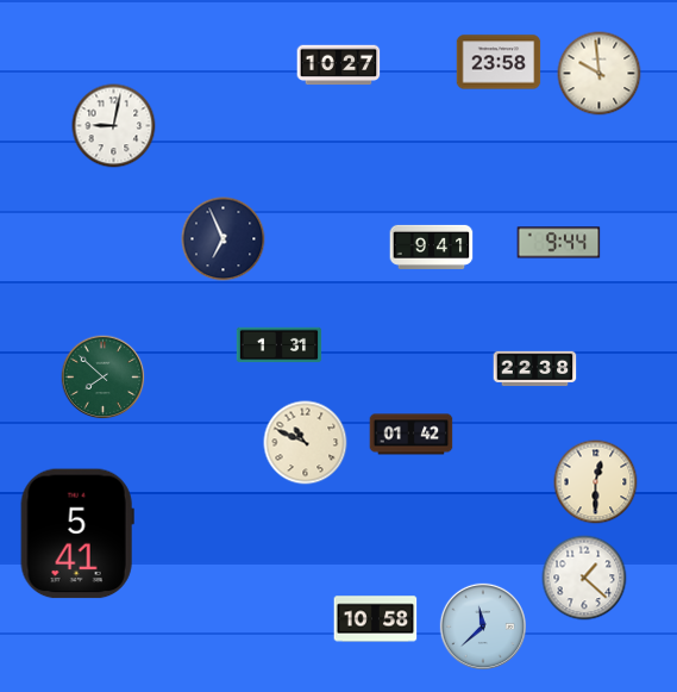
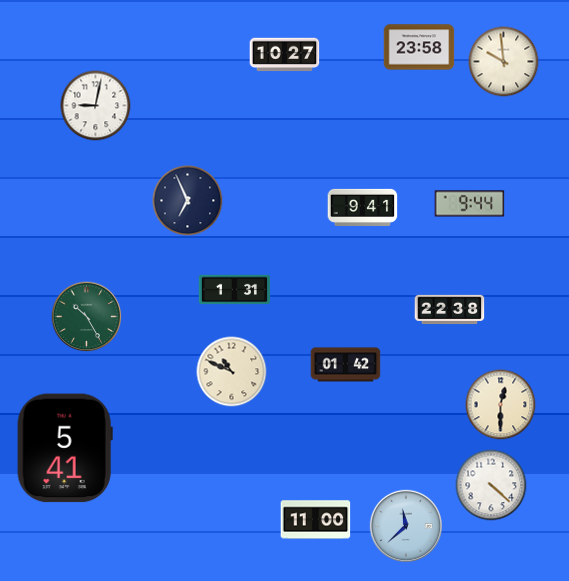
clock at (499, 62) position: (499, 62) -> (419, 47)
clock at (104, 378): 7:52 -> 10:25
clock at (306, 443) position: (306, 443) -> (232, 372)
clock at (584, 578): 1:22 -> 4:22
clock at (376, 619): 10:58 -> 11:00
